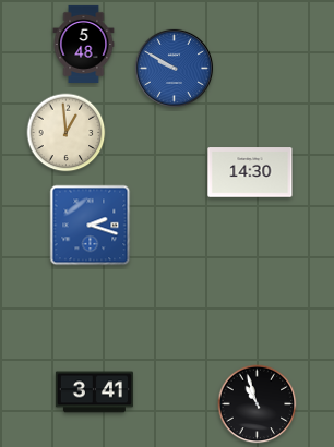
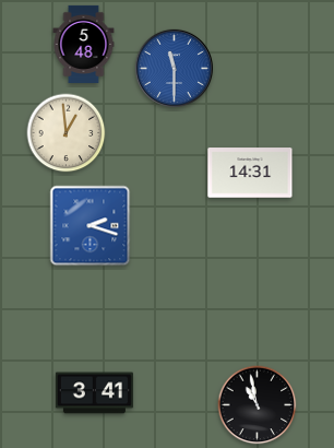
clock at (174, 68): 9:50 -> 11:30
clock at (250, 172): 14:30 -> 14:31
clock at (258, 404): 10:57 -> 10:58
